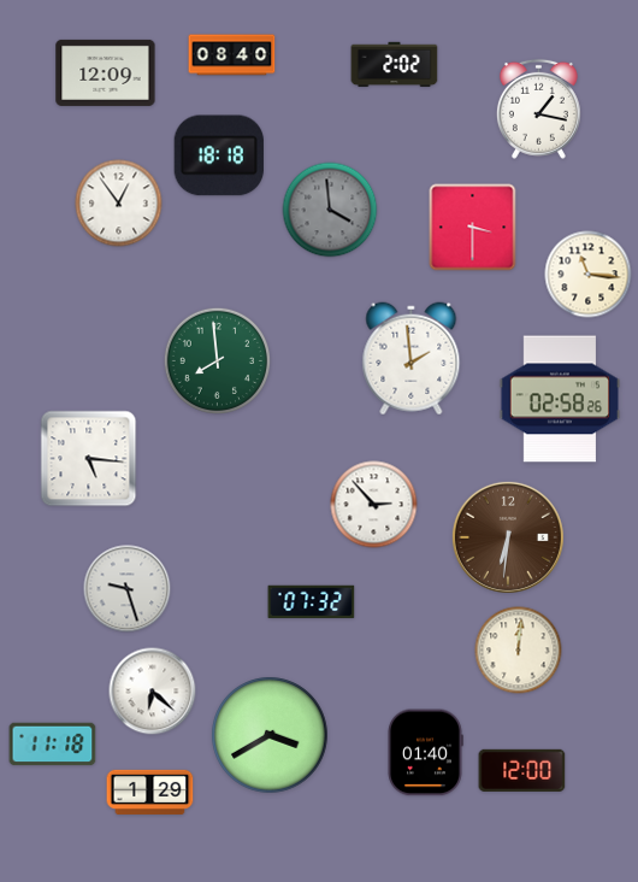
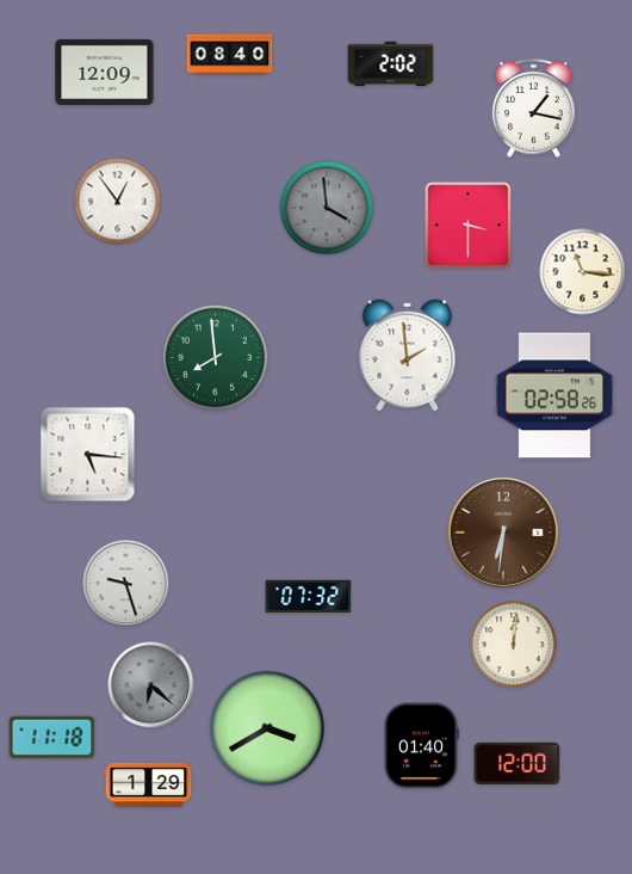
clock at (219, 155): 18:18 -> none
clock at (374, 505): 2:53 -> none
clock at (153, 692) dial: white -> grey
